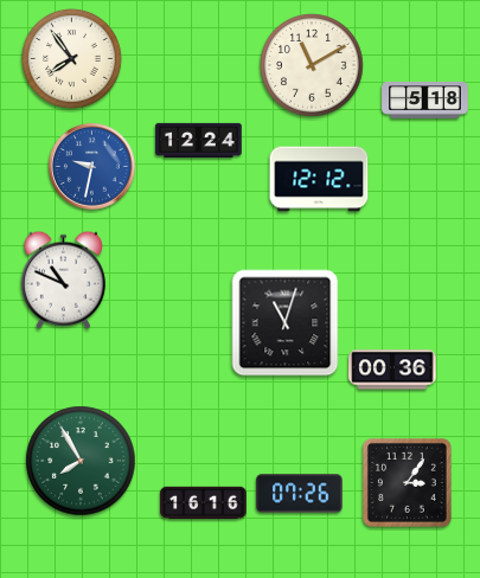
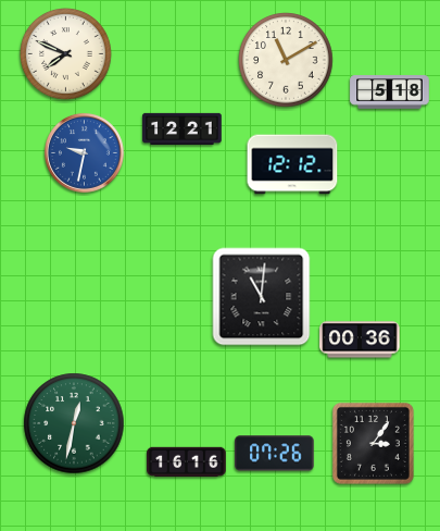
clock at (72, 59): 7:54 -> 7:49
clock at (199, 140): 12:24 -> 12:21
clock at (63, 280): 10:49 -> none
clock at (286, 323): 11:03 -> 11:01
clock at (81, 461): 7:55 -> 12:32
